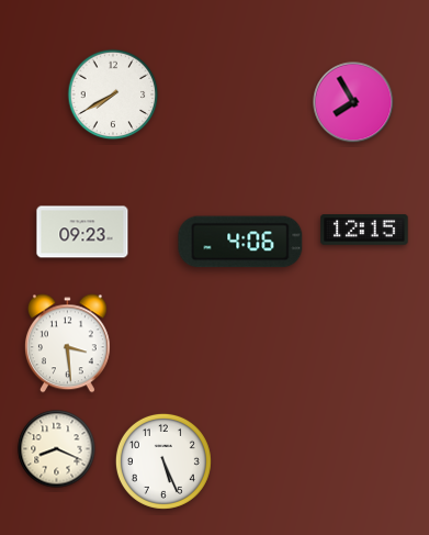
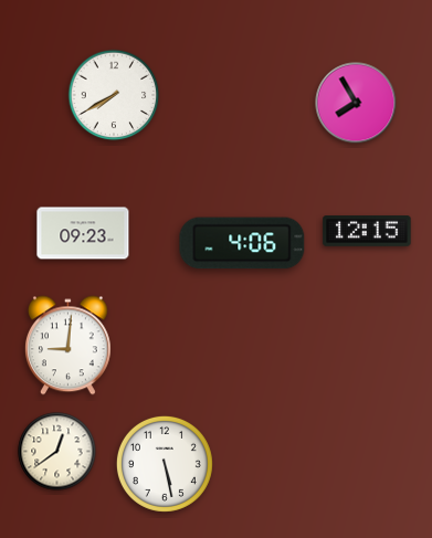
clock at (67, 344): 3:29 -> 9:01
clock at (57, 449): 8:19 -> 12:39
clock at (163, 461): 5:26 -> 5:28
